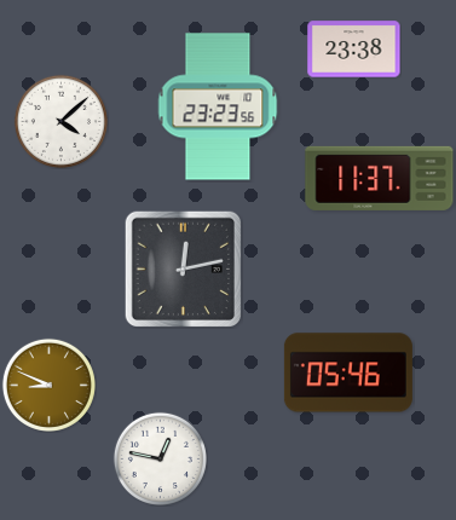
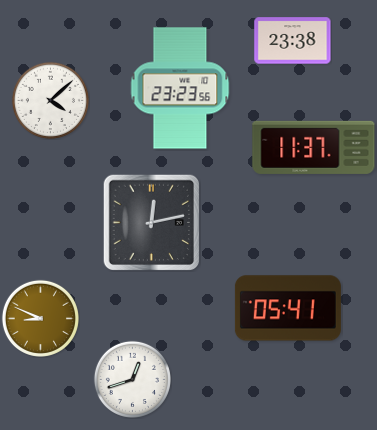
clock at (348, 372): 05:46 -> 05:41
clock at (160, 458): 12:47 -> 12:42
